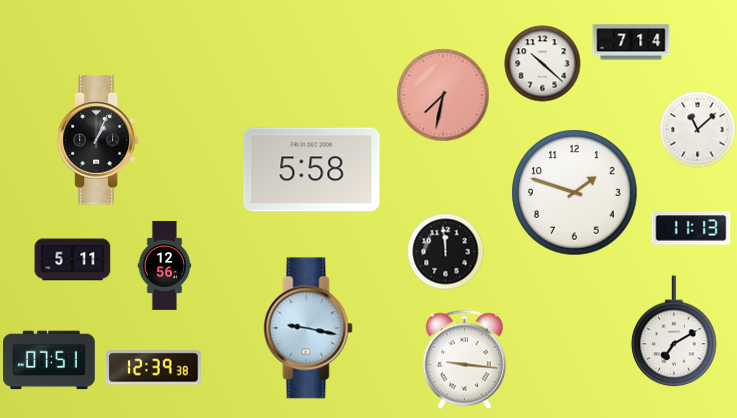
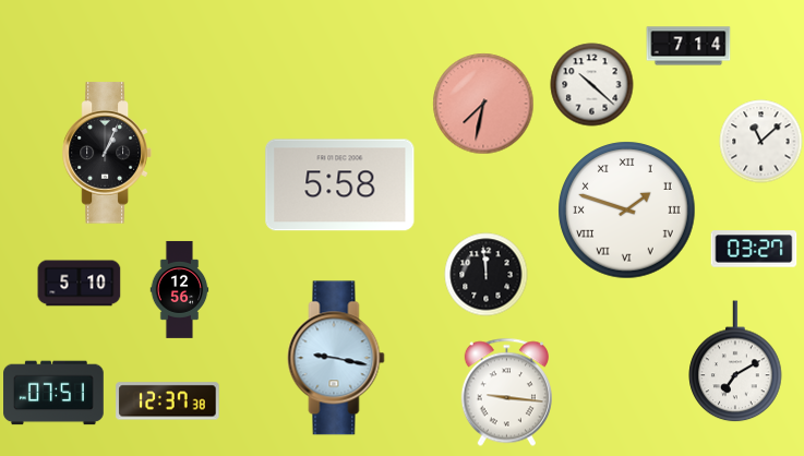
clock at (543, 64) position: (543, 64) -> (592, 85)
clock at (575, 193) numerals: Arabic -> Roman
clock at (691, 228): 11:13 -> 03:27
clock at (73, 260): 5:11 -> 5:10
clock at (154, 368): 12:39 -> 12:37
